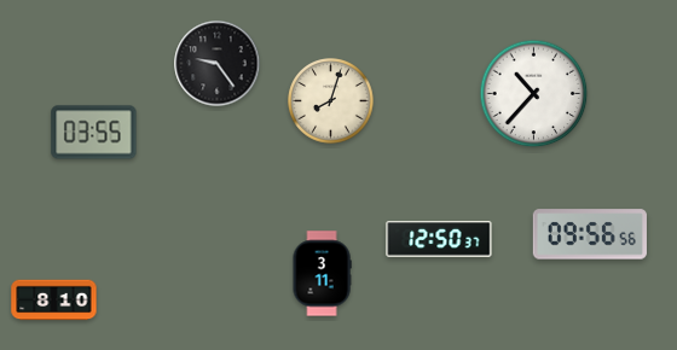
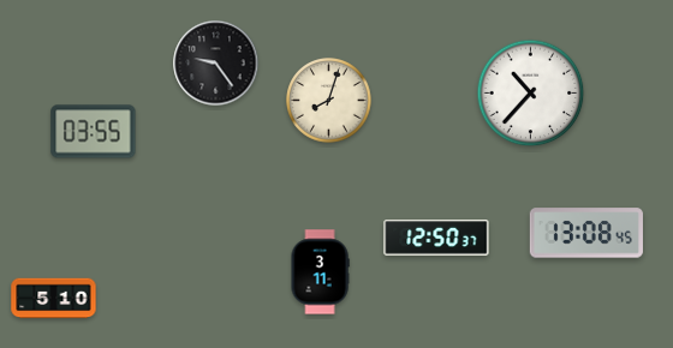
clock at (590, 234): 09:56 -> 13:08
clock at (54, 301): 8:10 -> 5:10
